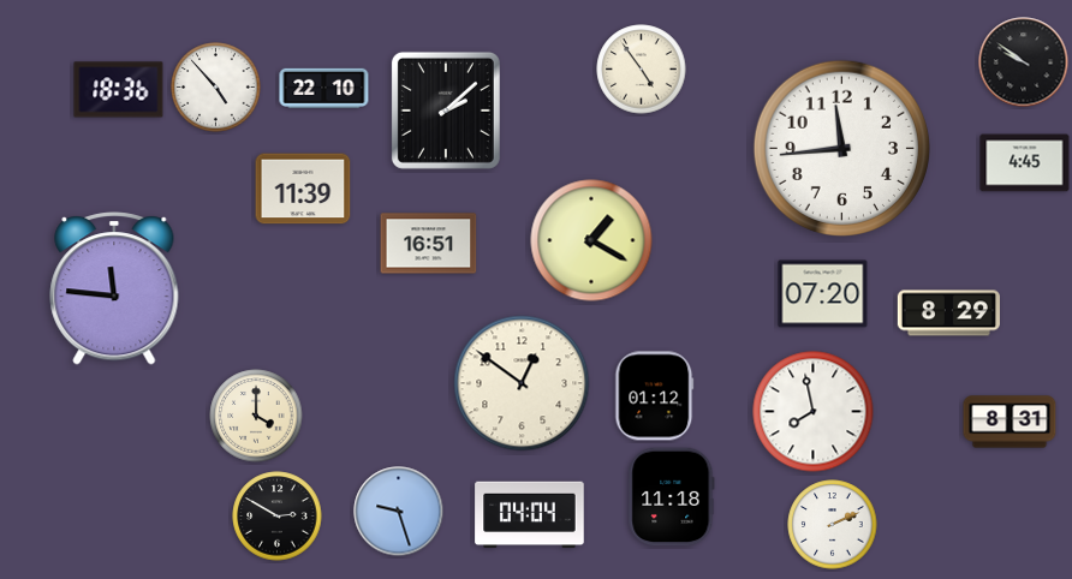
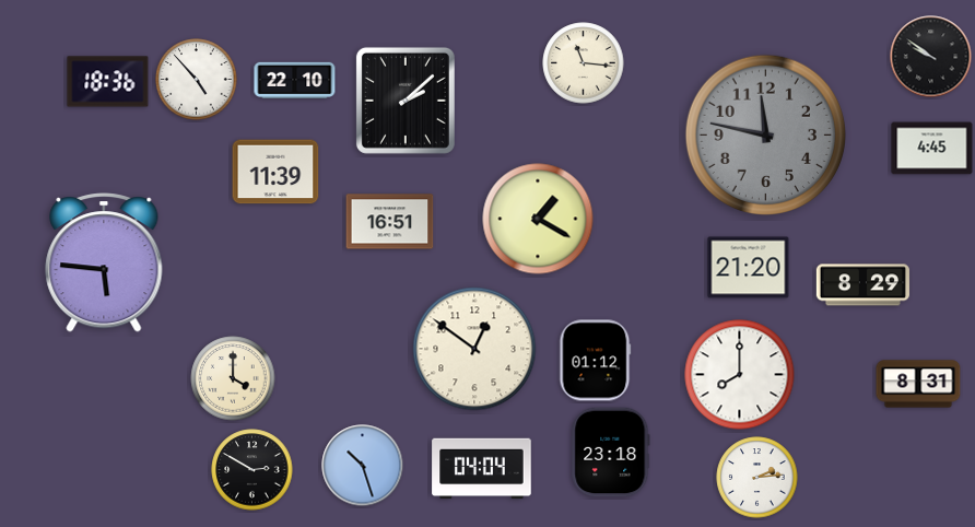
clock at (642, 70): 4:54 -> 11:16
clock at (841, 148): 11:44 -> 11:47
clock at (841, 148) dial: white -> grey
clock at (114, 288): 11:46 -> 5:46
clock at (823, 294): 07:20 -> 21:20
clock at (814, 412): 7:58 -> 8:00
clock at (672, 497): 11:18 -> 23:18
clock at (399, 512): 9:27 -> 10:27
clock at (833, 525): 2:11 -> 2:14
